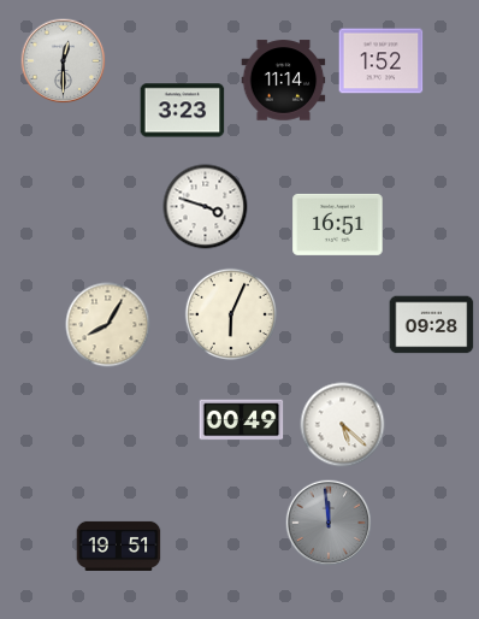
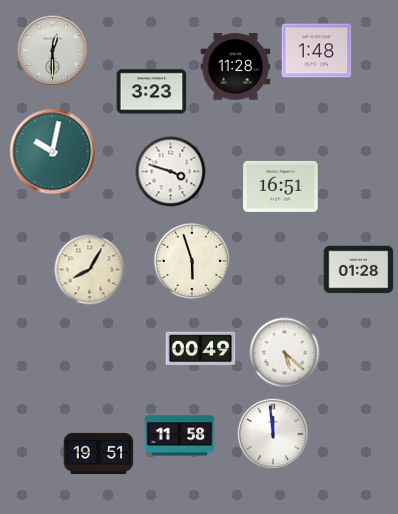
clock at (382, 61): 1:52 -> 1:48
clock at (284, 81): 11:14 -> 11:28
clock at (53, 152): none -> 10:02
clock at (231, 314): 6:04 -> 5:57
clock at (432, 325): 09:28 -> 01:28
clock at (329, 523) dial: grey -> white
clock at (180, 436): none -> 11:58
